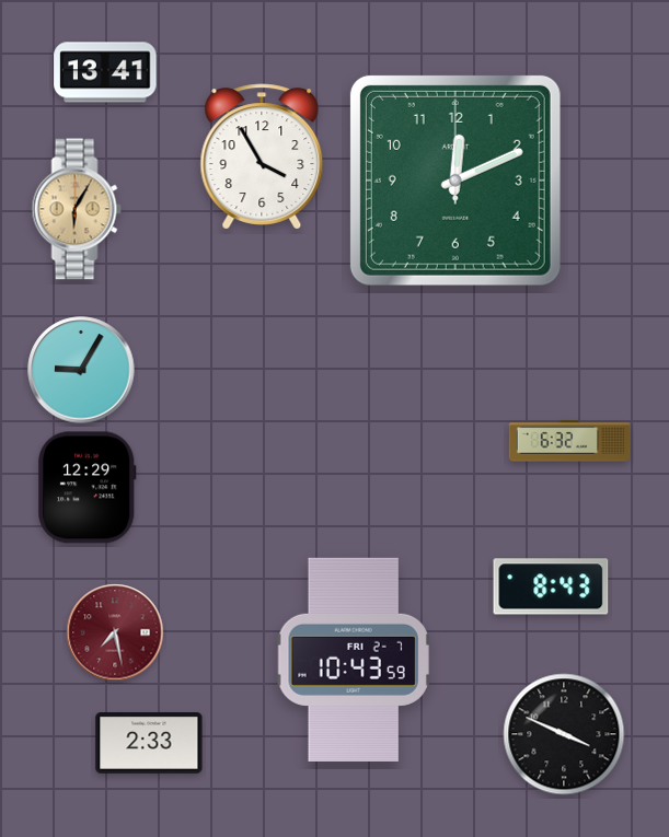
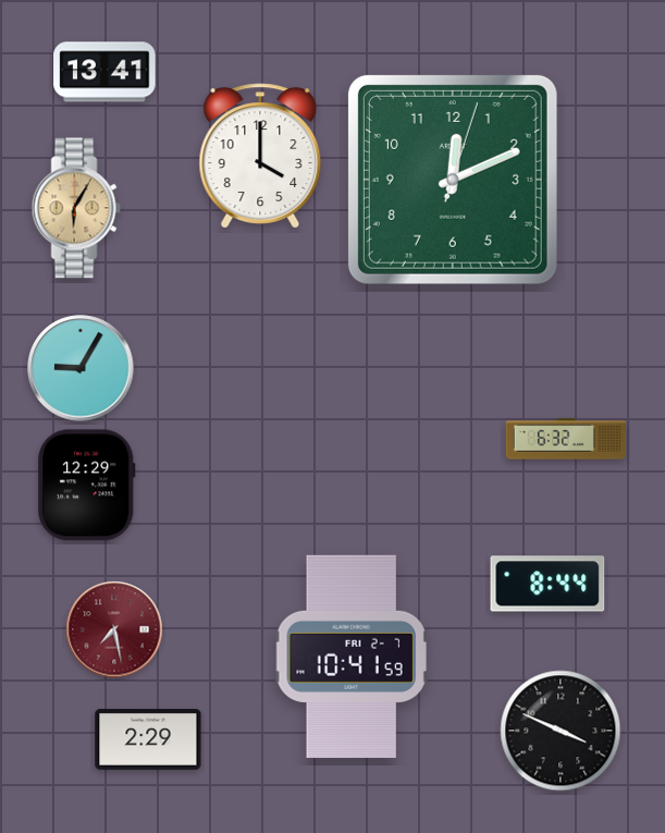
clock at (262, 156): 3:55 -> 4:00
clock at (455, 181): 12:11:00 -> 12:11:03
clock at (551, 586): 8:43 -> 8:44
clock at (354, 660): 10:43 -> 10:41
clock at (149, 744): 2:33 -> 2:29
